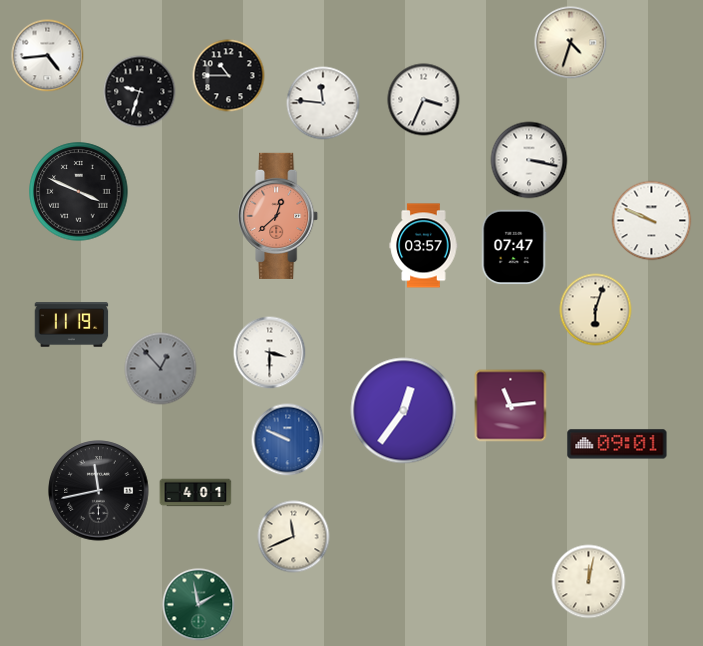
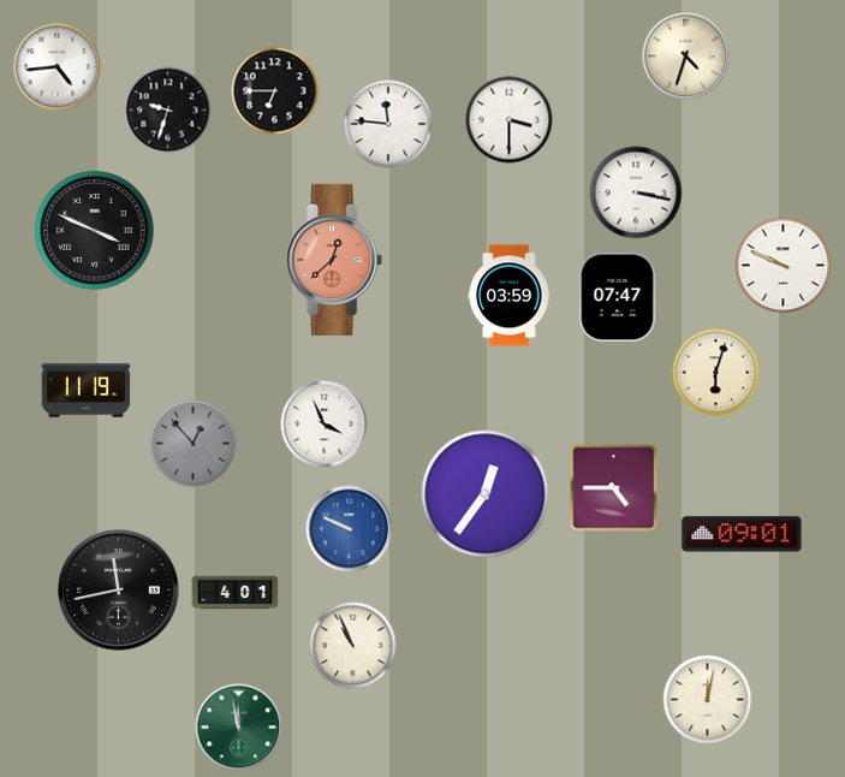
clock at (571, 43) position: (571, 43) -> (686, 57)
clock at (229, 76): 10:45 -> 6:45
clock at (424, 100): 3:34 -> 3:30
clock at (424, 246): 03:57 -> 03:59
clock at (270, 353): 3:30 -> 3:56
clock at (511, 406): 11:14 -> 4:45
clock at (288, 440) position: (288, 440) -> (350, 529)
clock at (294, 537): 11:41 -> 10:56
clock at (199, 605): 1:58 -> 11:58
